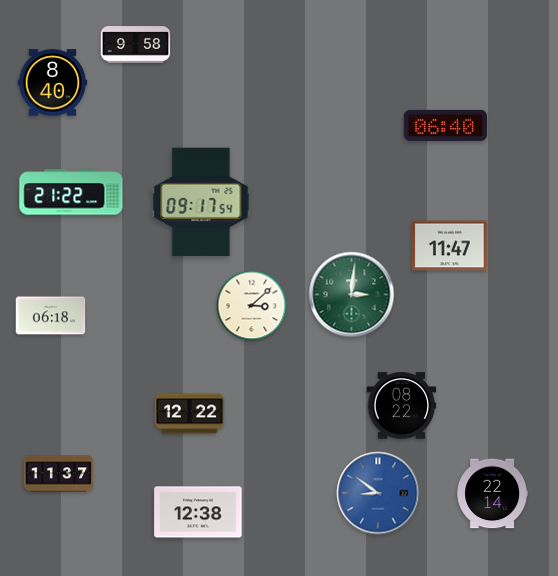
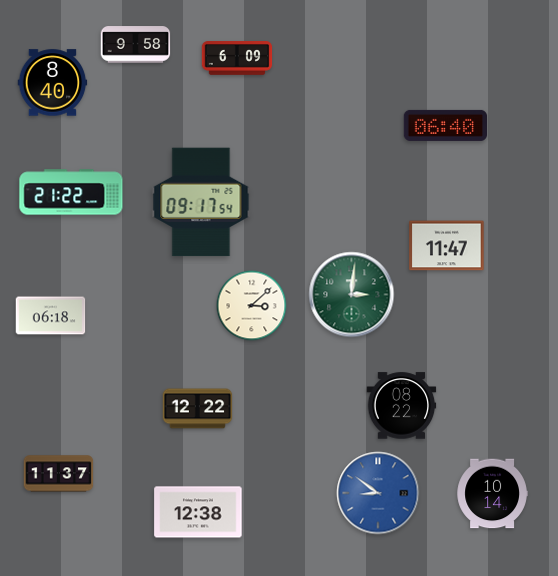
clock at (237, 58): none -> 6:09
clock at (450, 246) position: (450, 246) -> (447, 246)
clock at (190, 414) position: (190, 414) -> (198, 409)
clock at (492, 494): 22:14 -> 10:14
